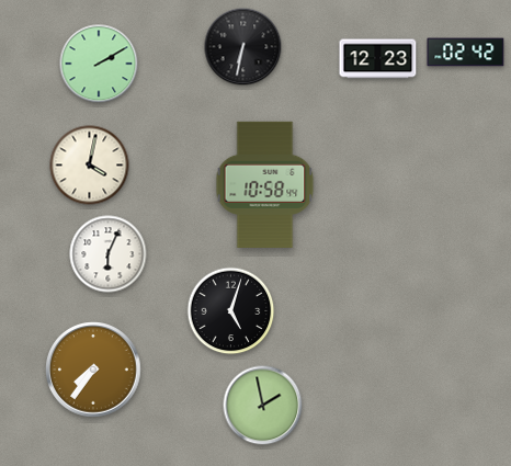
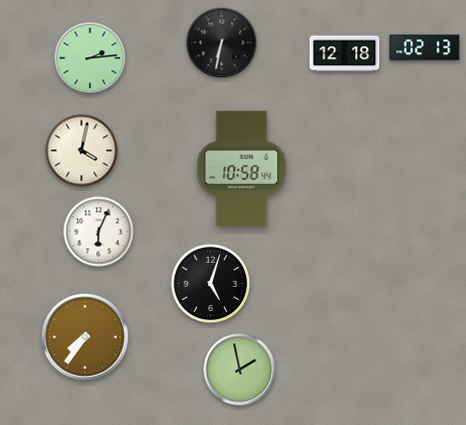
clock at (466, 53): 02:42 -> 02:13
clock at (378, 59): 12:23 -> 12:18
clock at (99, 64): 2:10 -> 2:14
